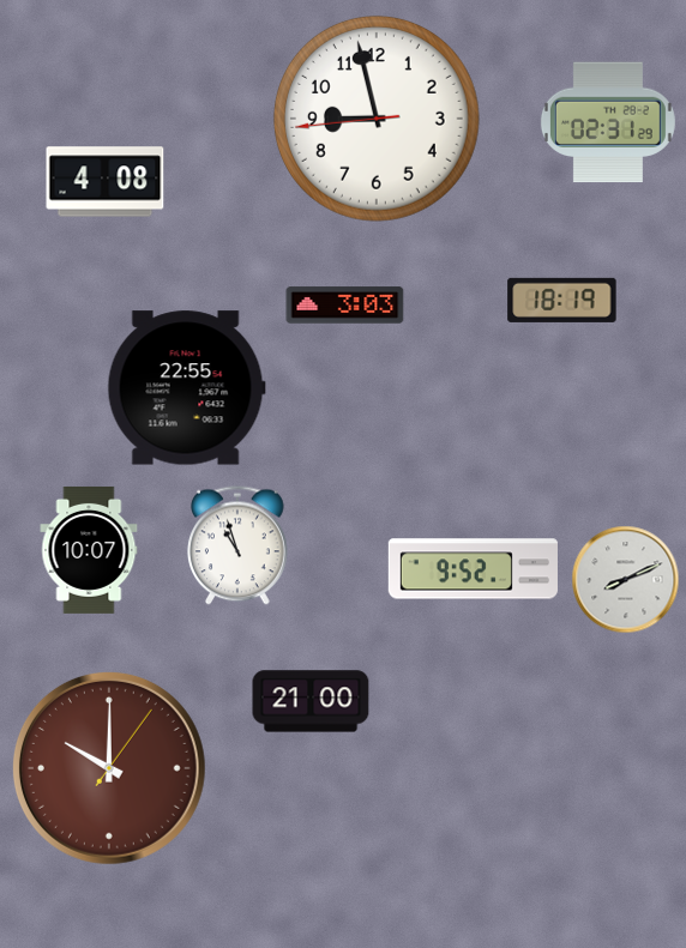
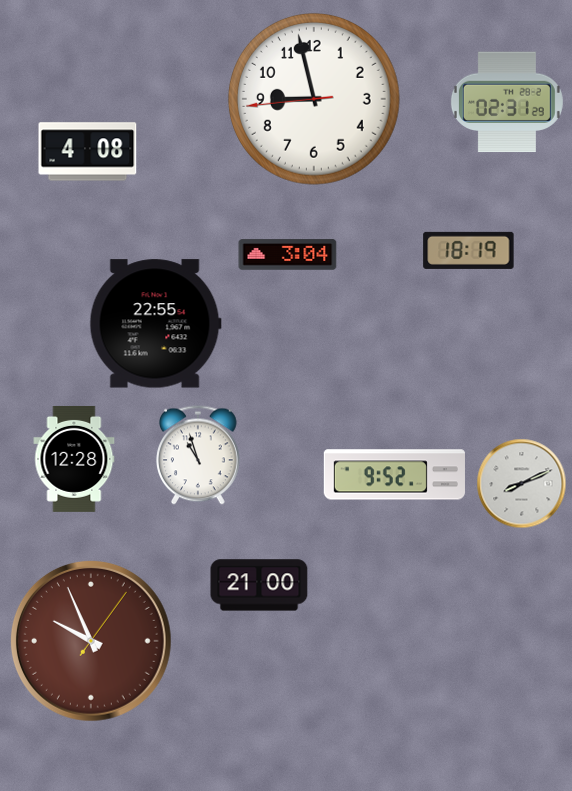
clock at (345, 306): 3:03 -> 3:04
clock at (89, 550): 10:07 -> 12:28
clock at (109, 768): 10:00 -> 9:56
